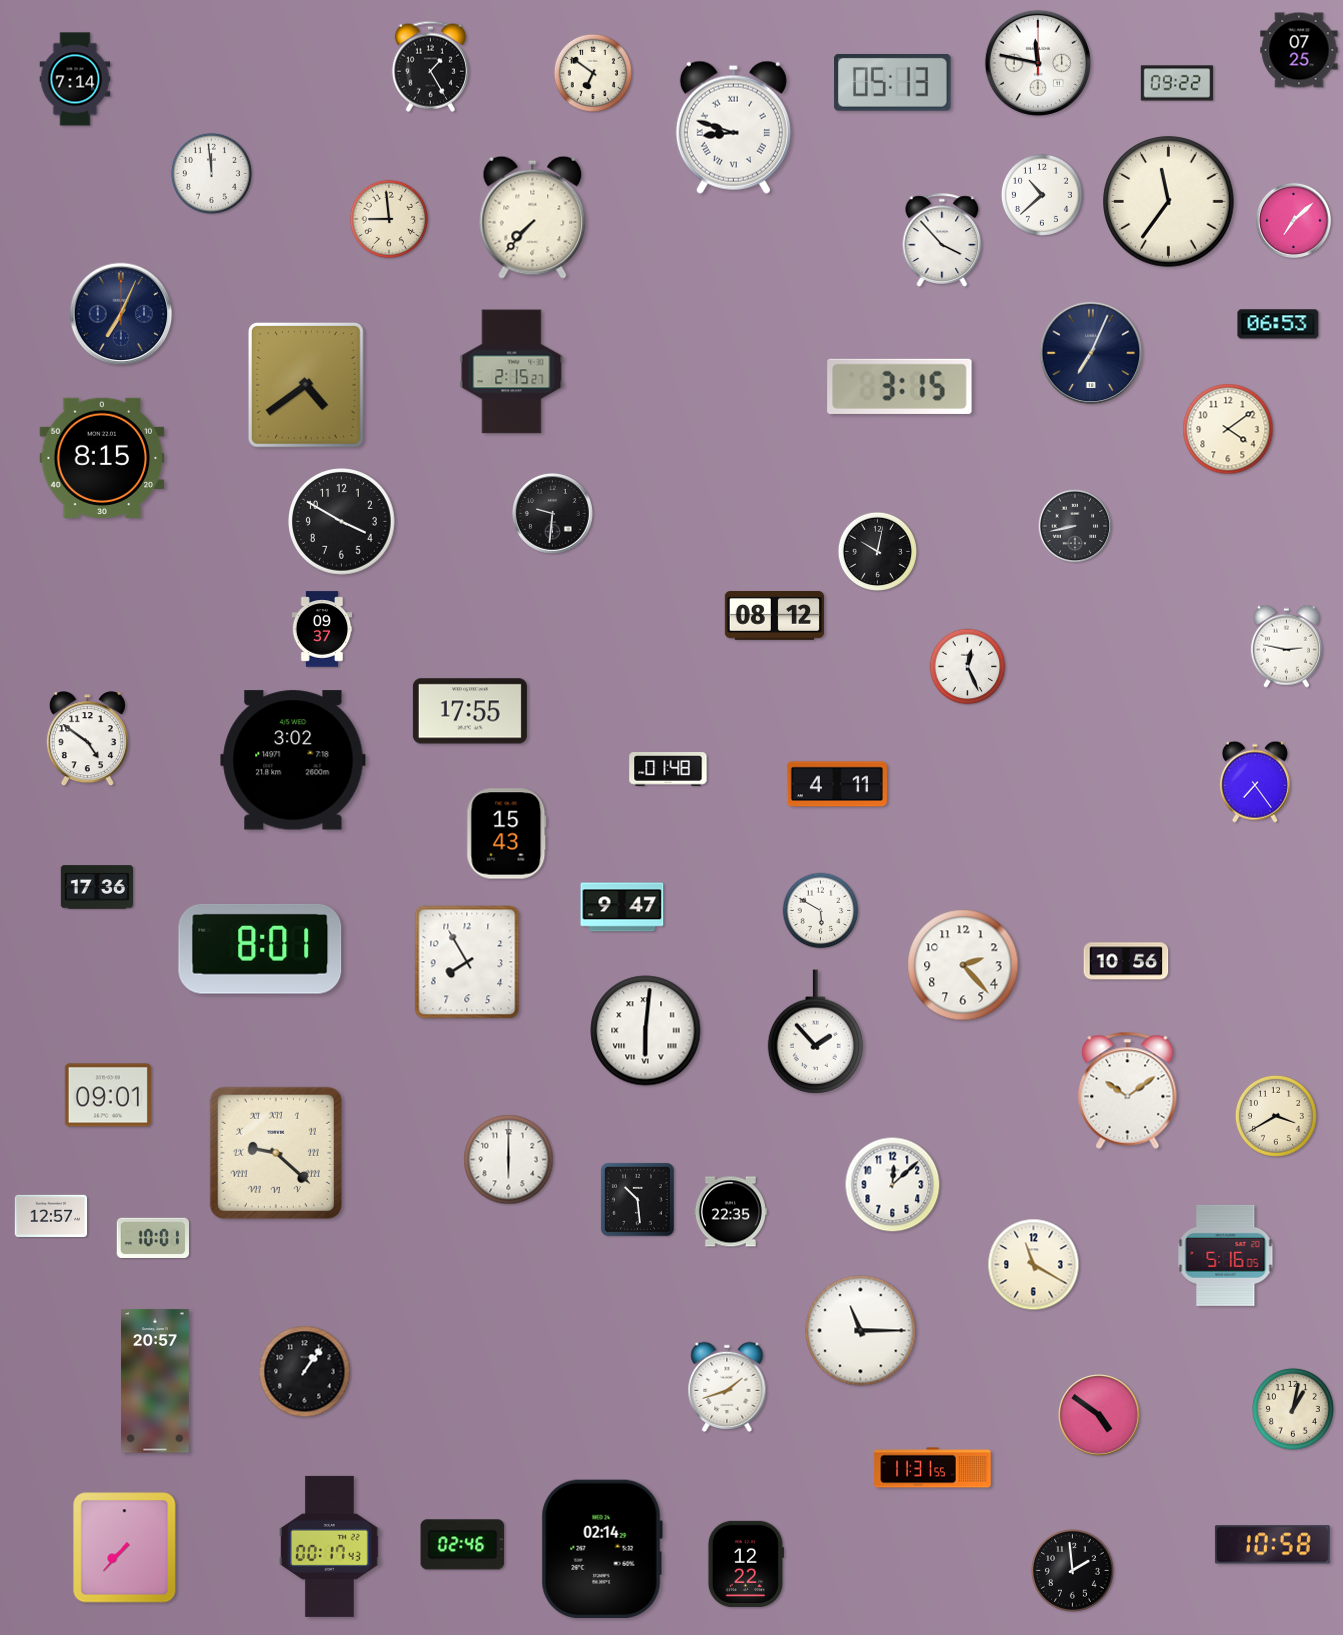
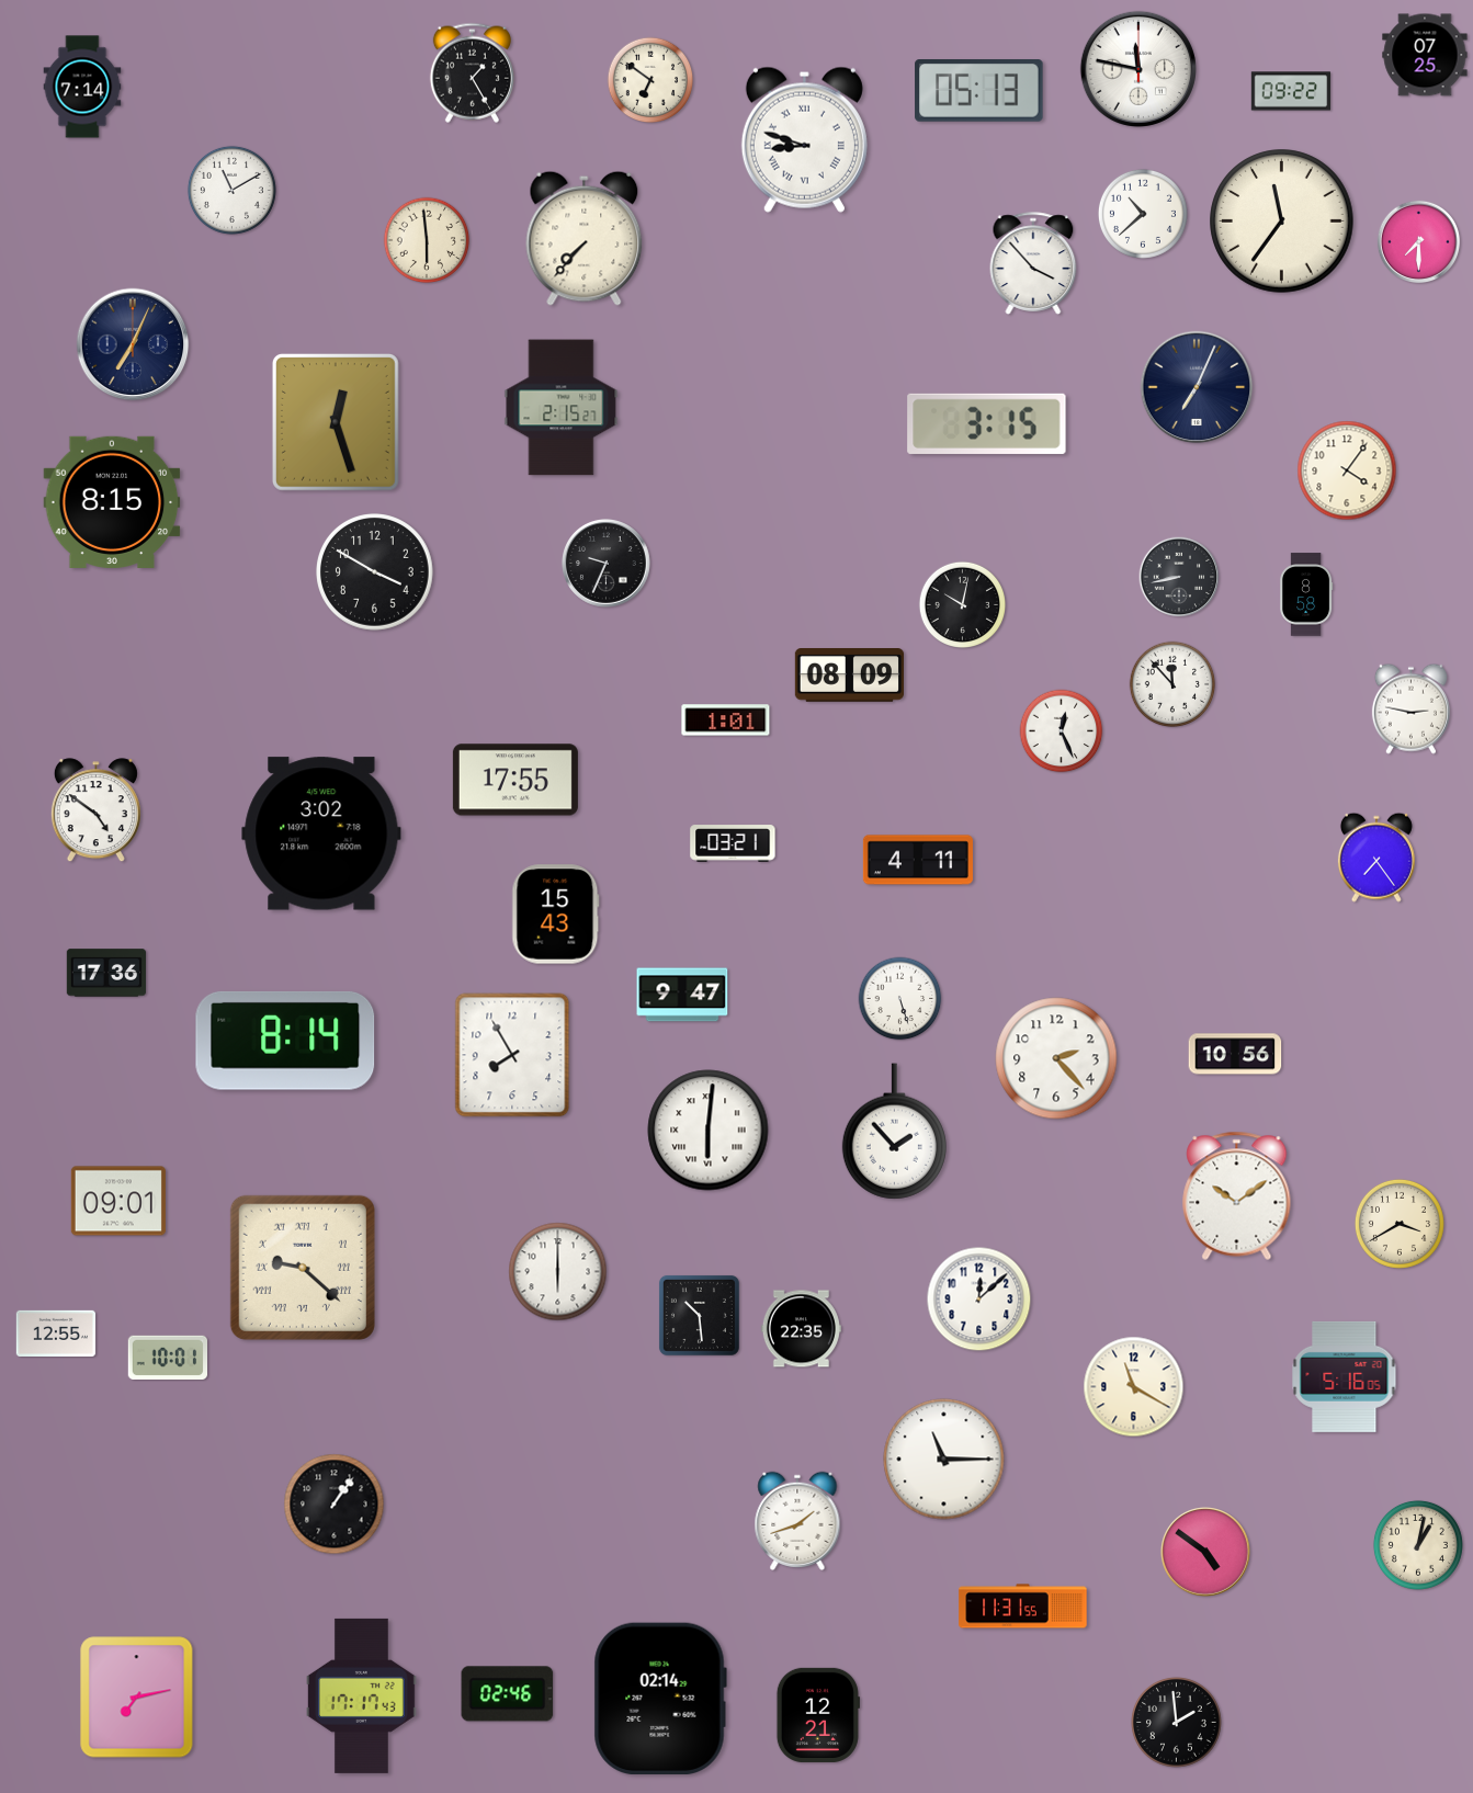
clock at (211, 173): 11:59 -> 11:10
clock at (389, 219): 8:59 -> 5:59
clock at (1293, 220): 7:08 -> 7:30
clock at (1278, 324): 06:53 -> none
clock at (306, 385): 4:39 -> 12:27
clock at (1228, 429): 4:09 -> 4:06
clock at (553, 514): 9:31 -> 9:34
clock at (1307, 594): none -> 8:58
clock at (774, 616): 08:12 -> 08:09
clock at (1172, 684): none -> 11:53
clock at (322, 629): 09:37 -> none
clock at (726, 720): none -> 1:01
clock at (668, 769): 01:48 -> 03:21
clock at (821, 911): 5:50 -> 5:27
clock at (260, 949): 8:01 -> 8:14
clock at (276, 1153) position: (276, 1153) -> (303, 1268)
clock at (51, 1216): 12:57 -> 12:55
clock at (155, 1381): 20:57 -> none
clock at (933, 1468) position: (933, 1468) -> (1023, 1607)
clock at (1272, 1545): 10:58 -> none
clock at (329, 1546): 00:17 -> 17:17
clock at (125, 1548): 7:37 -> 7:13
clock at (746, 1564): 12:22 -> 12:21
